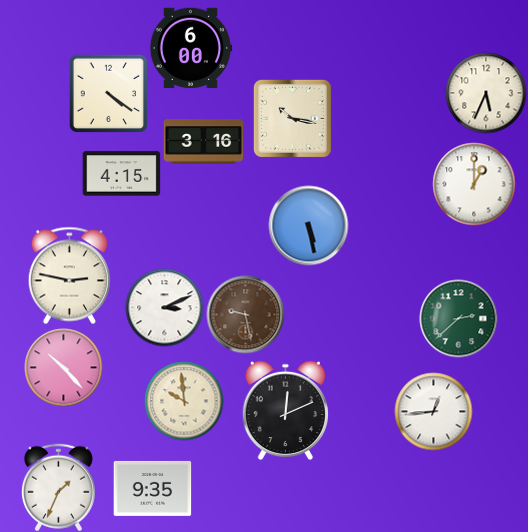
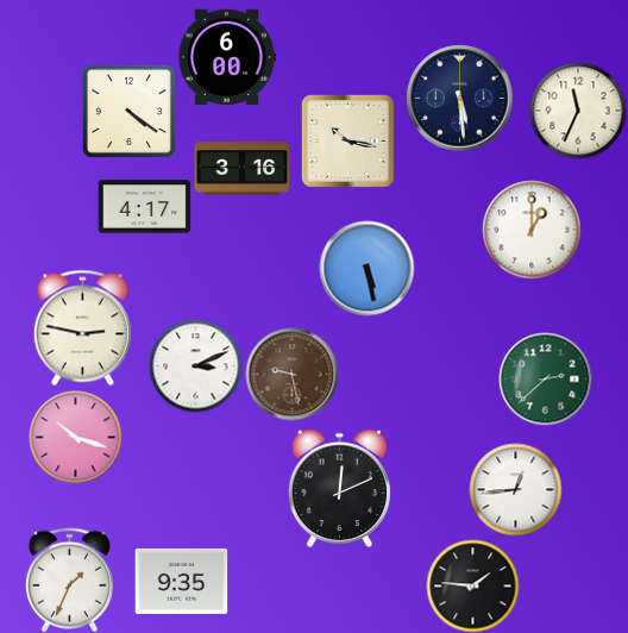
clock at (459, 98): none -> 5:29
clock at (486, 93): 5:34 -> 11:34
clock at (121, 174): 4:15 -> 4:17
clock at (474, 184) position: (474, 184) -> (532, 230)
clock at (63, 367): 10:23 -> 10:18
clock at (184, 401): 9:59 -> none
clock at (472, 585): none -> 1:46
